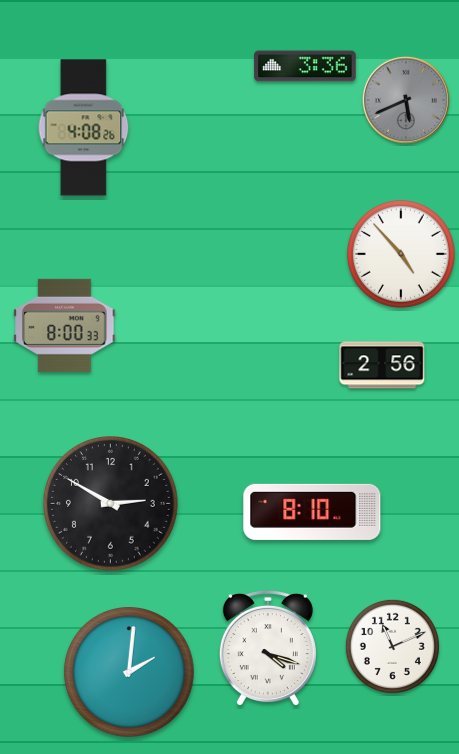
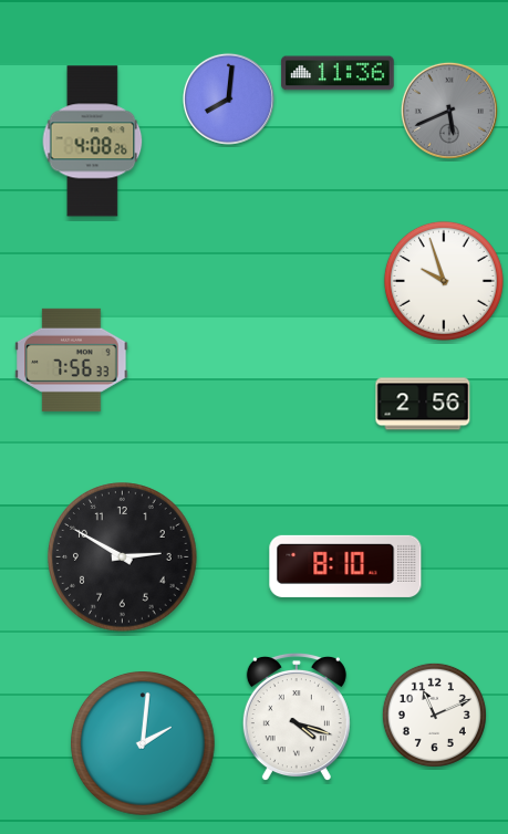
clock at (305, 66): 3:36 -> 11:36
clock at (228, 98): none -> 8:01
clock at (401, 254): 4:53 -> 9:57
clock at (65, 325): 8:00 -> 7:56
